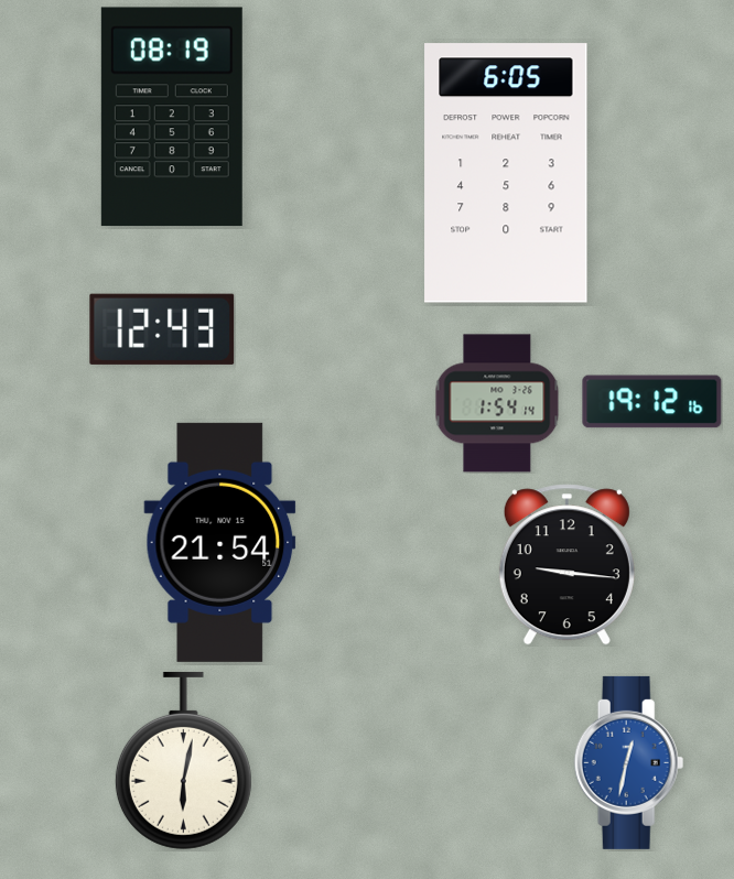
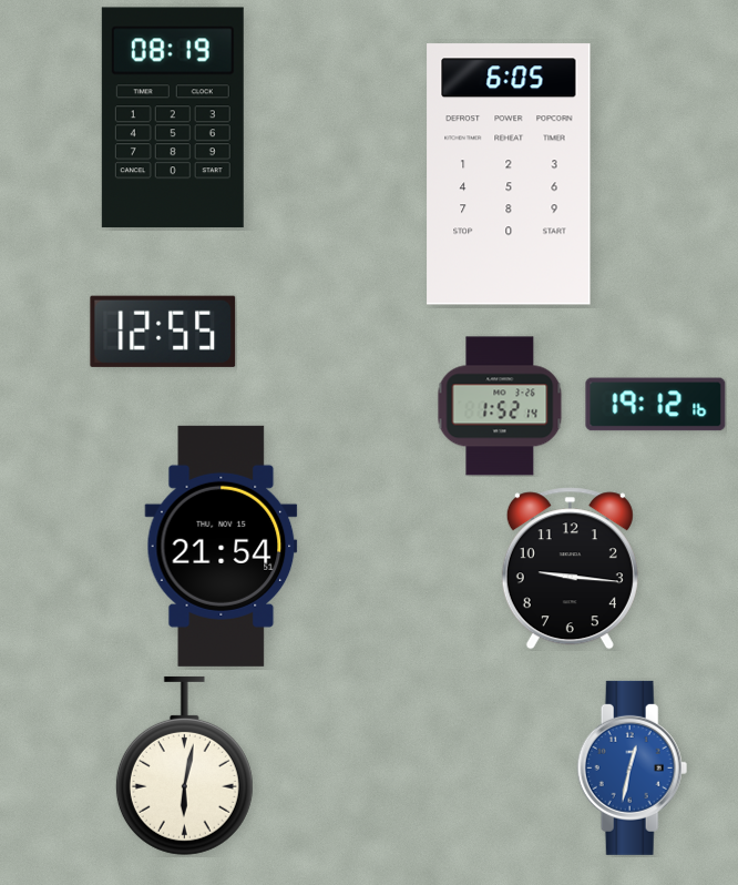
clock at (162, 329): 12:43 -> 12:55
clock at (497, 403): 1:54 -> 1:52
